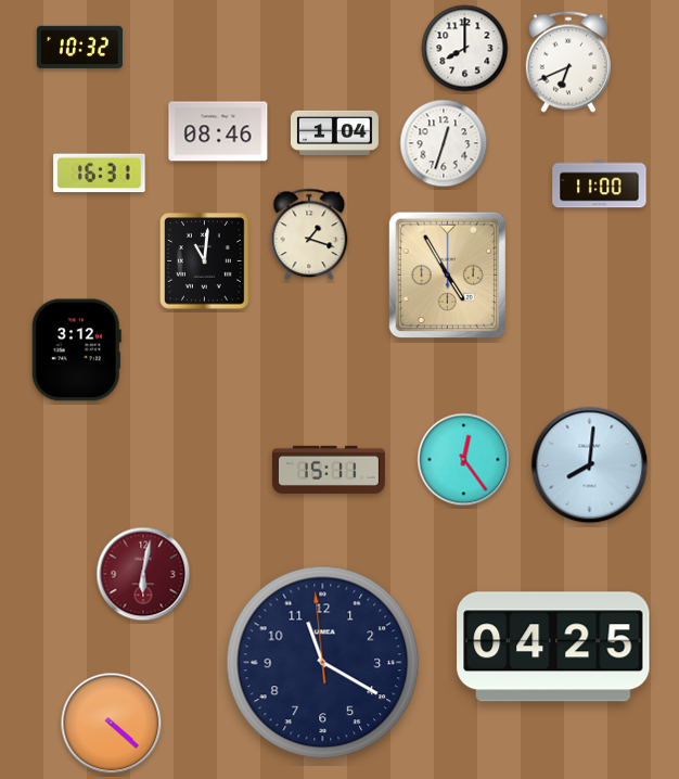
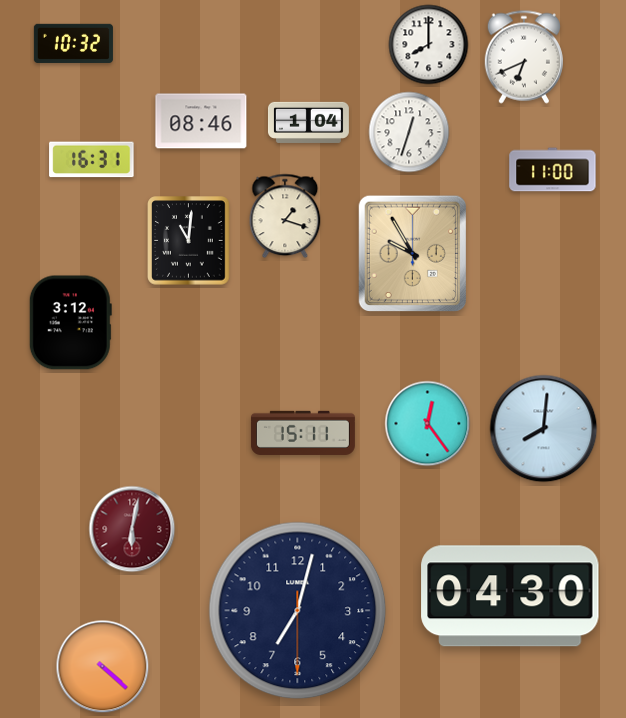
clock at (447, 276): 4:55 -> 9:55
clock at (553, 647): 04:25 -> 04:30
clock at (323, 663): 11:19 -> 7:02
